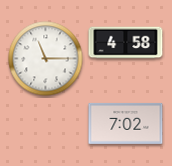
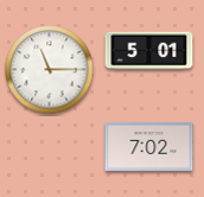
clock at (126, 43): 4:58 -> 5:01
clock at (46, 59) position: (46, 59) -> (50, 70)
